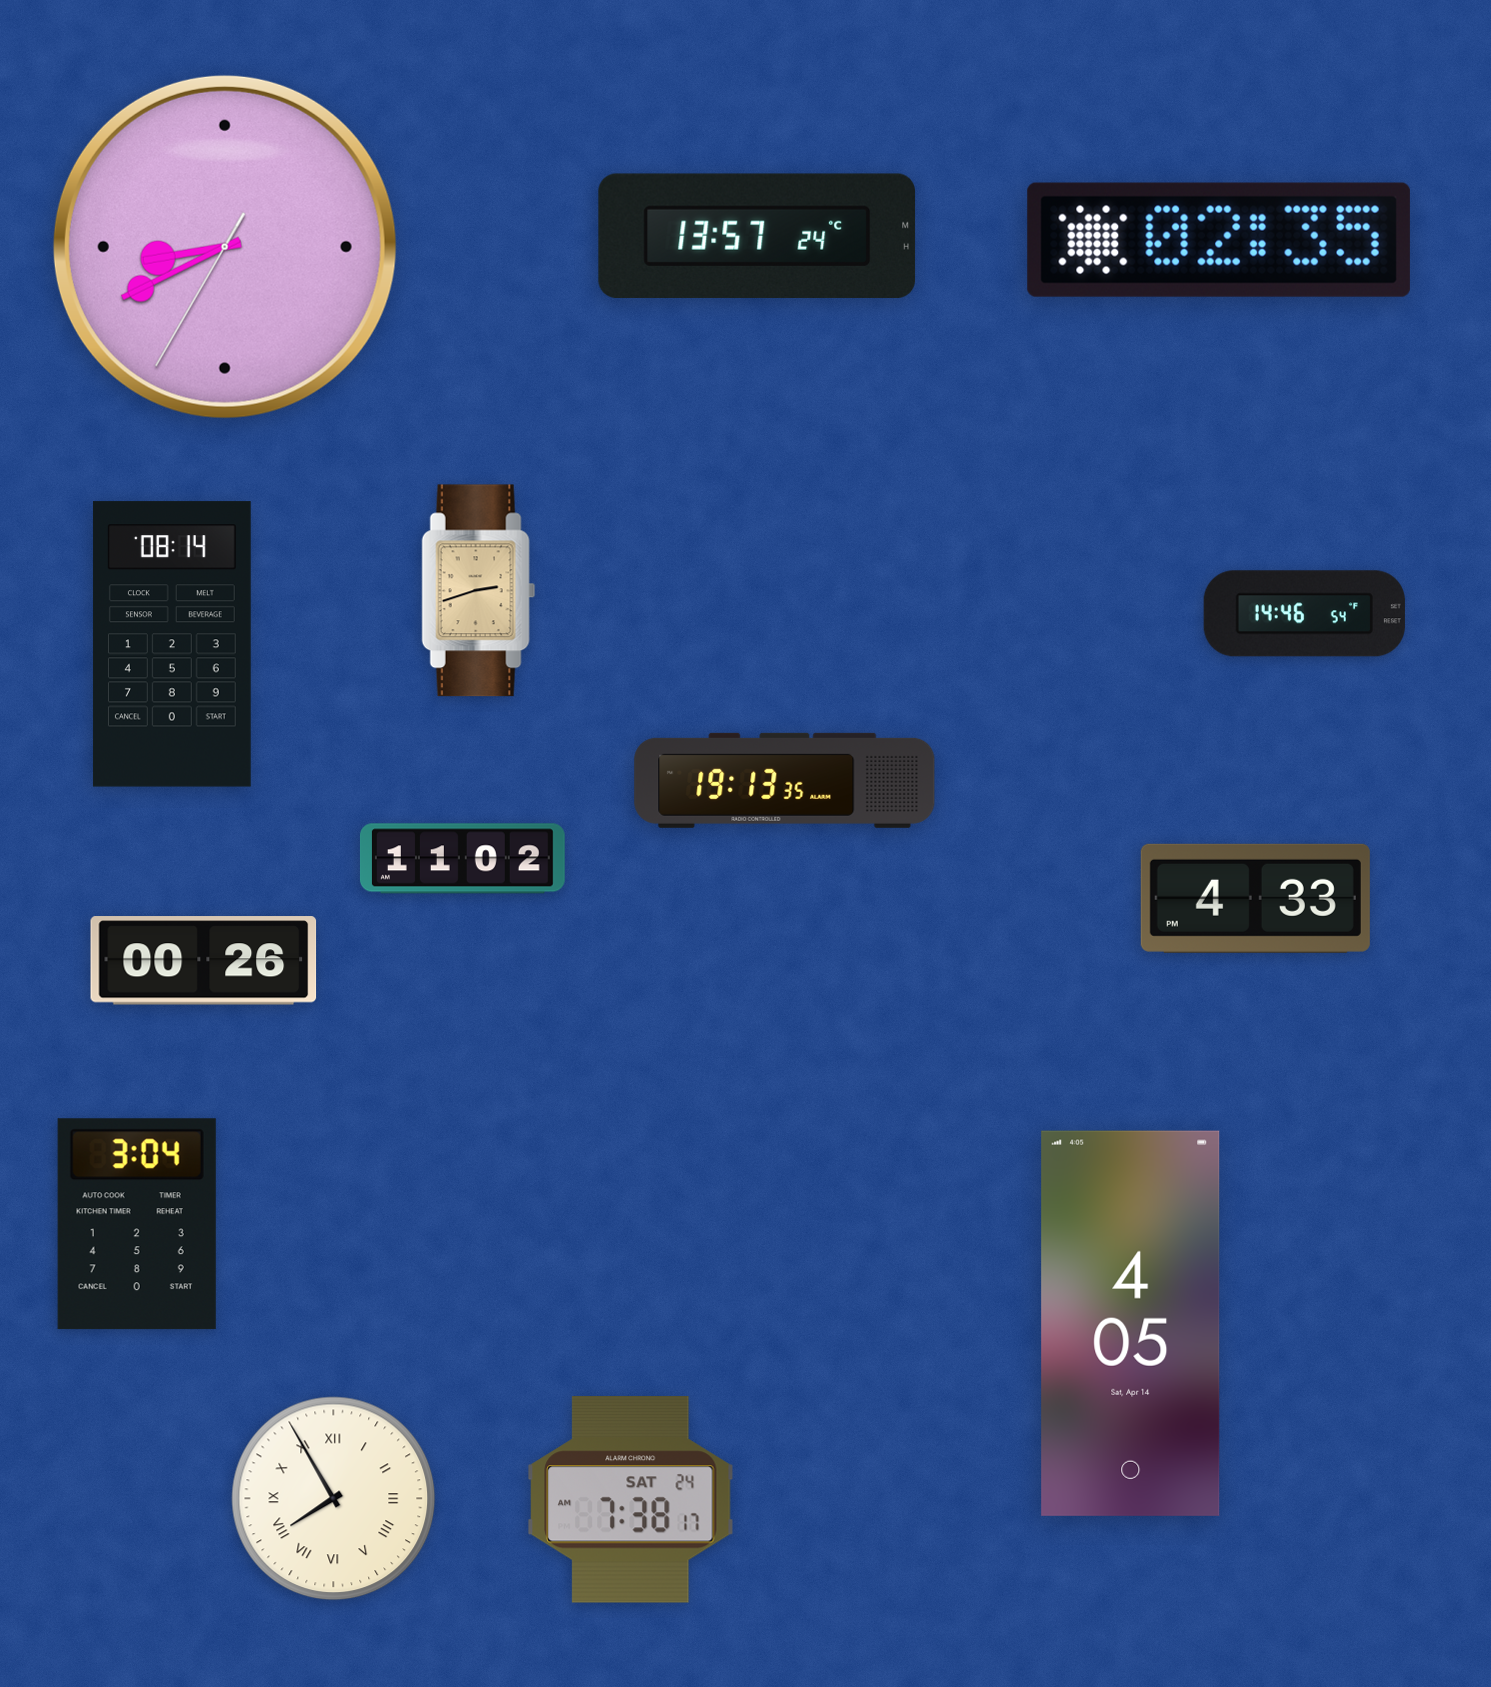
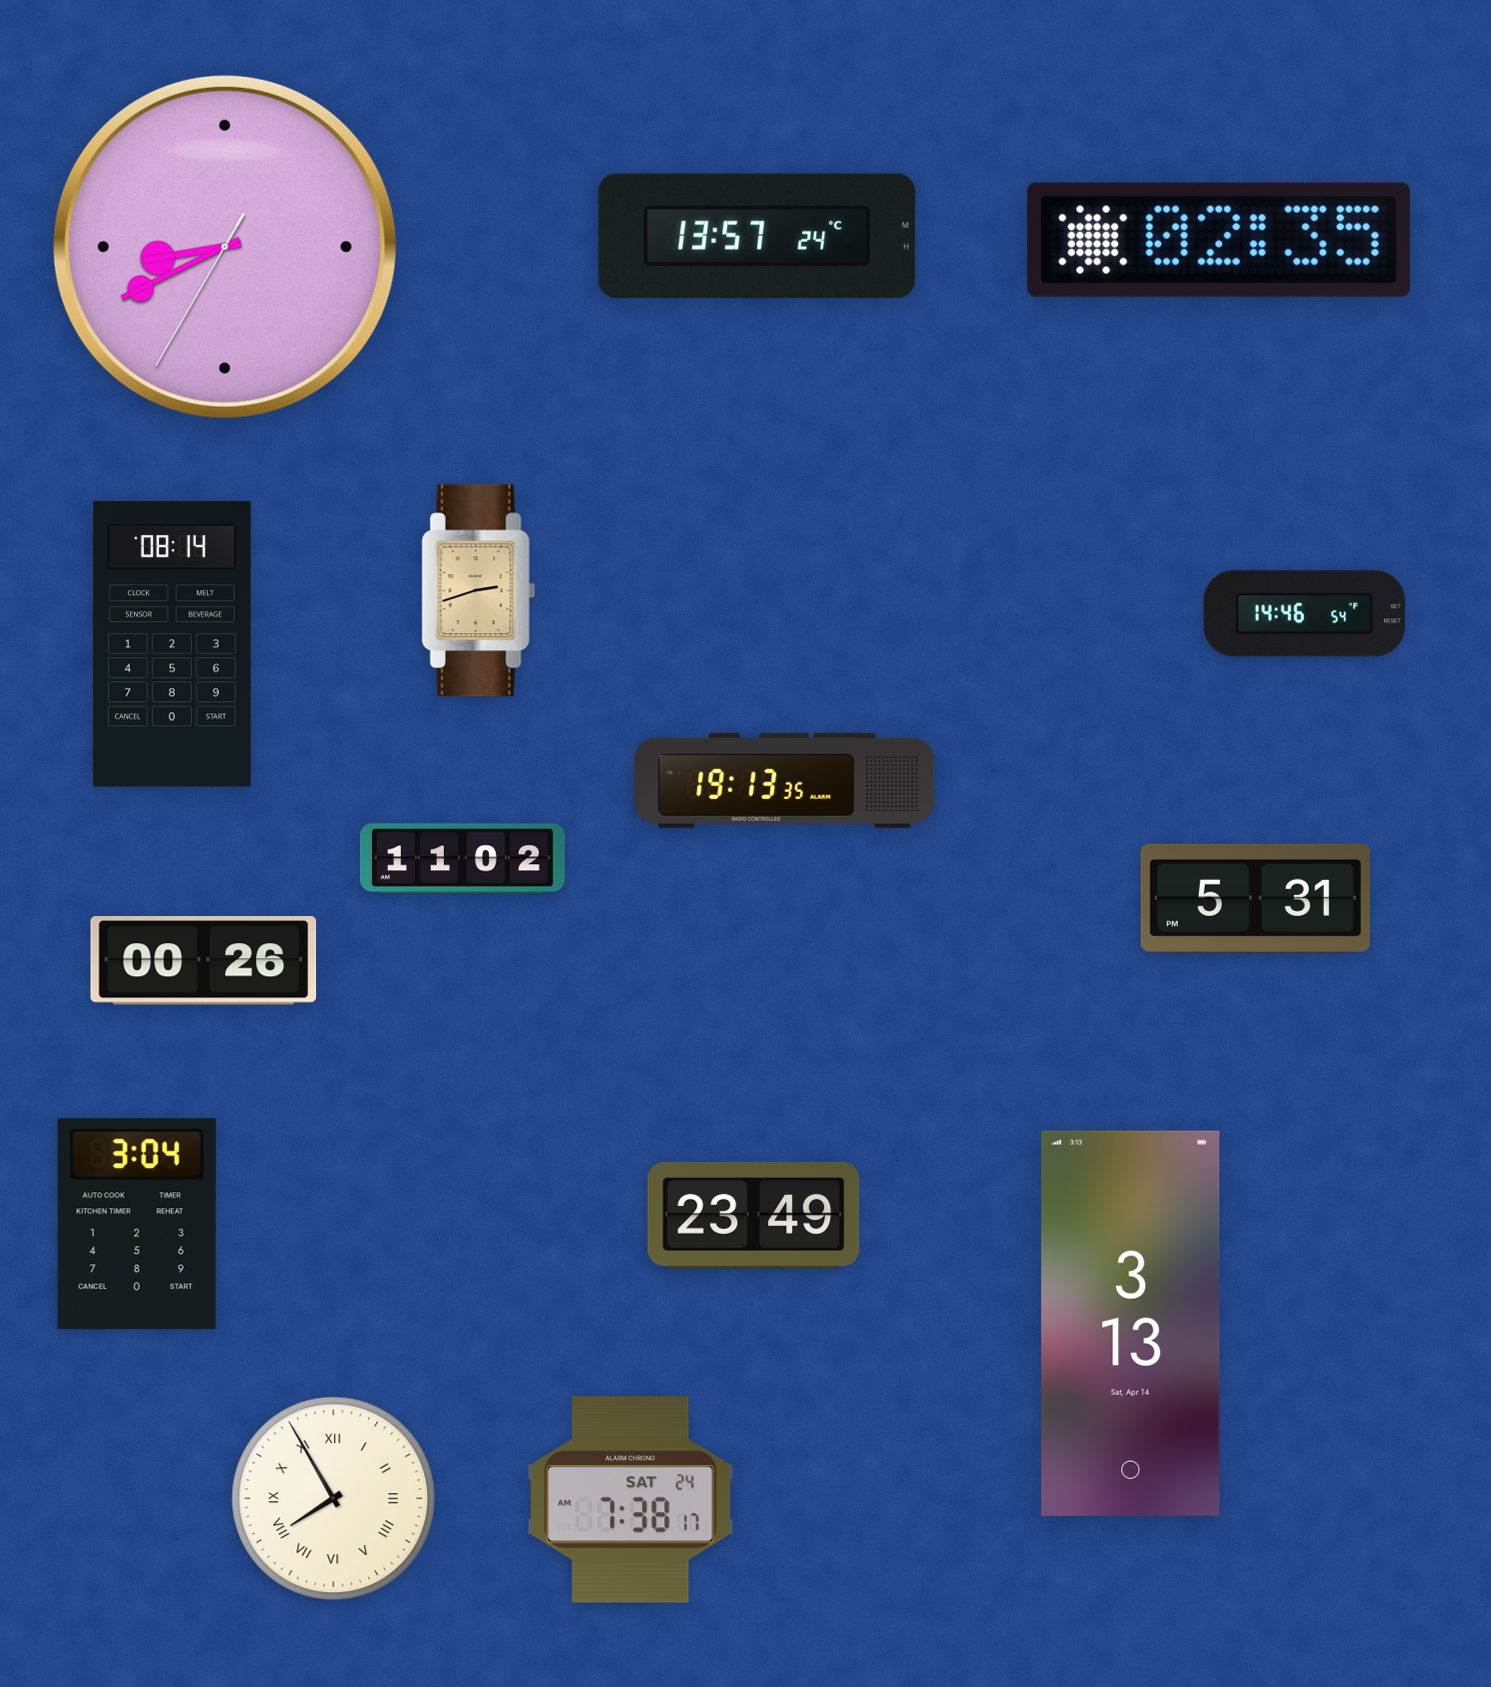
clock at (1255, 898): 4:33 -> 5:31
clock at (754, 1215): none -> 23:49
clock at (1131, 1323): 4:05 -> 3:13
